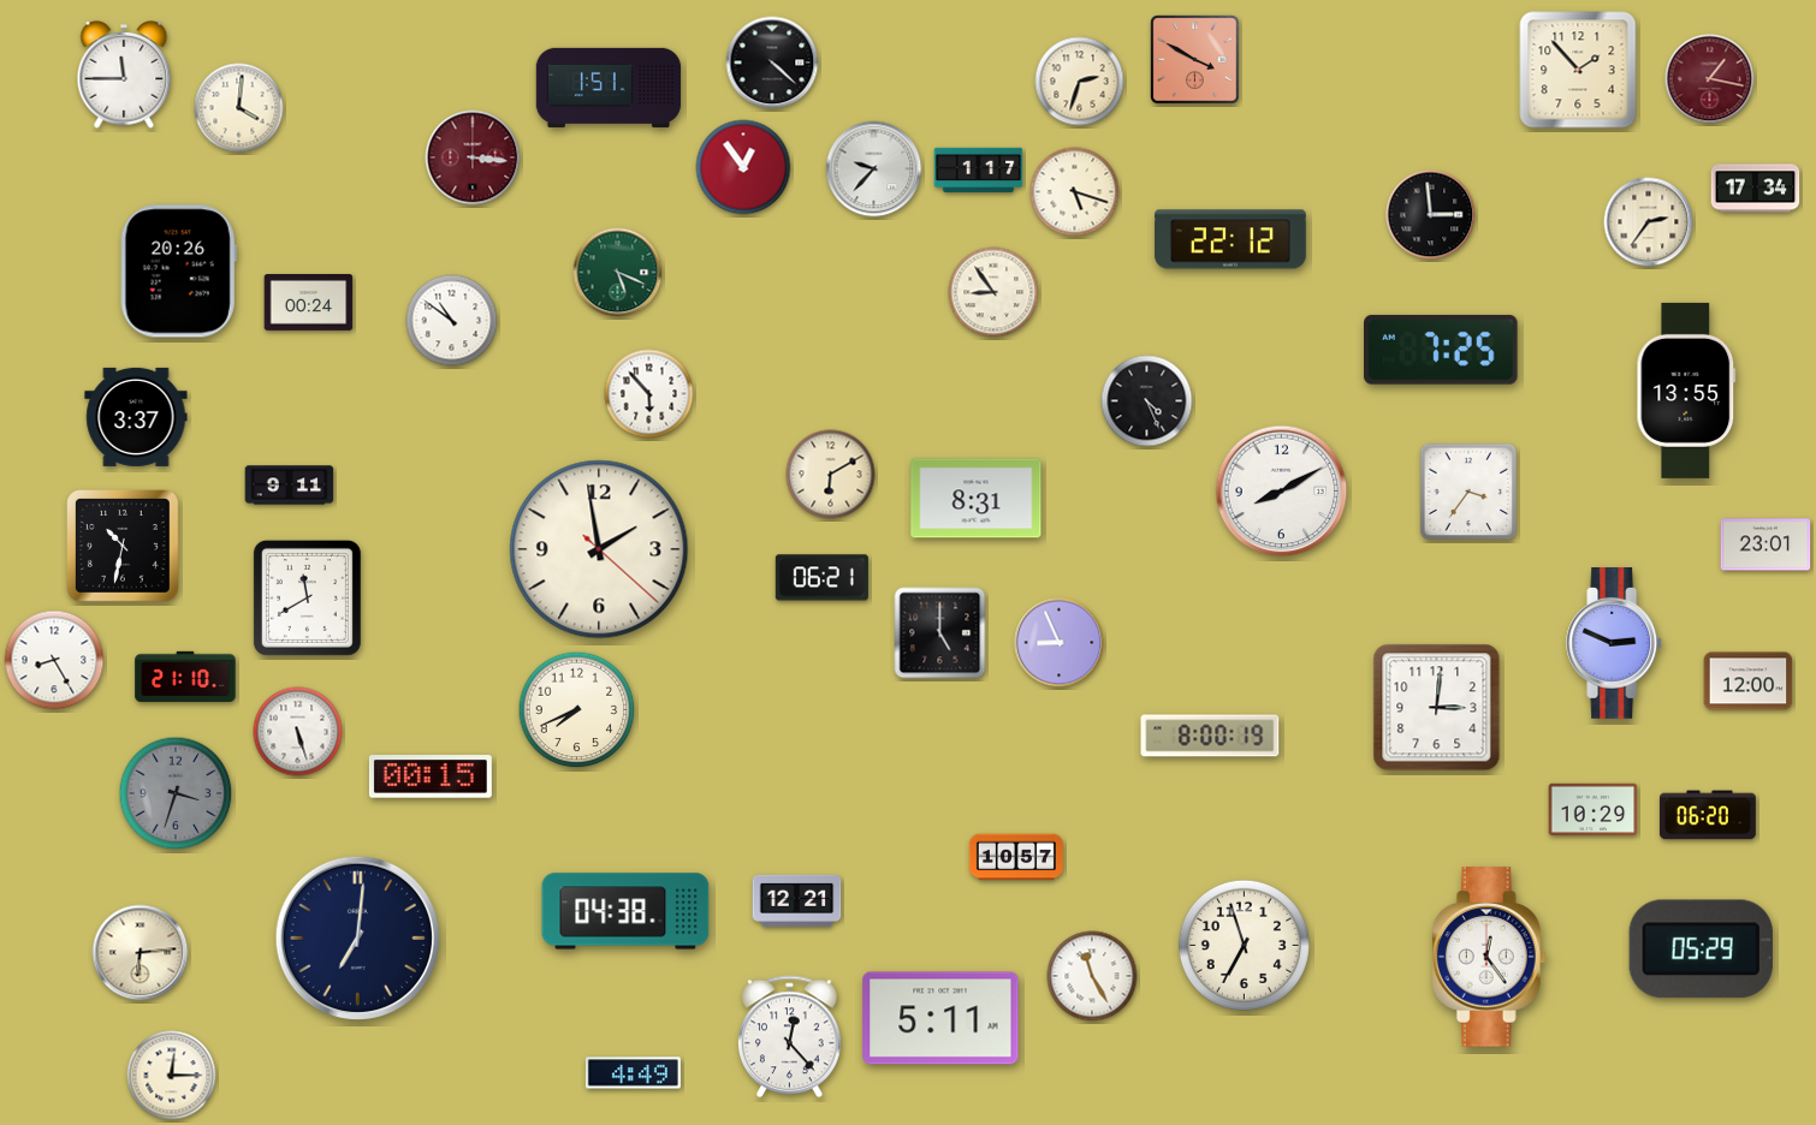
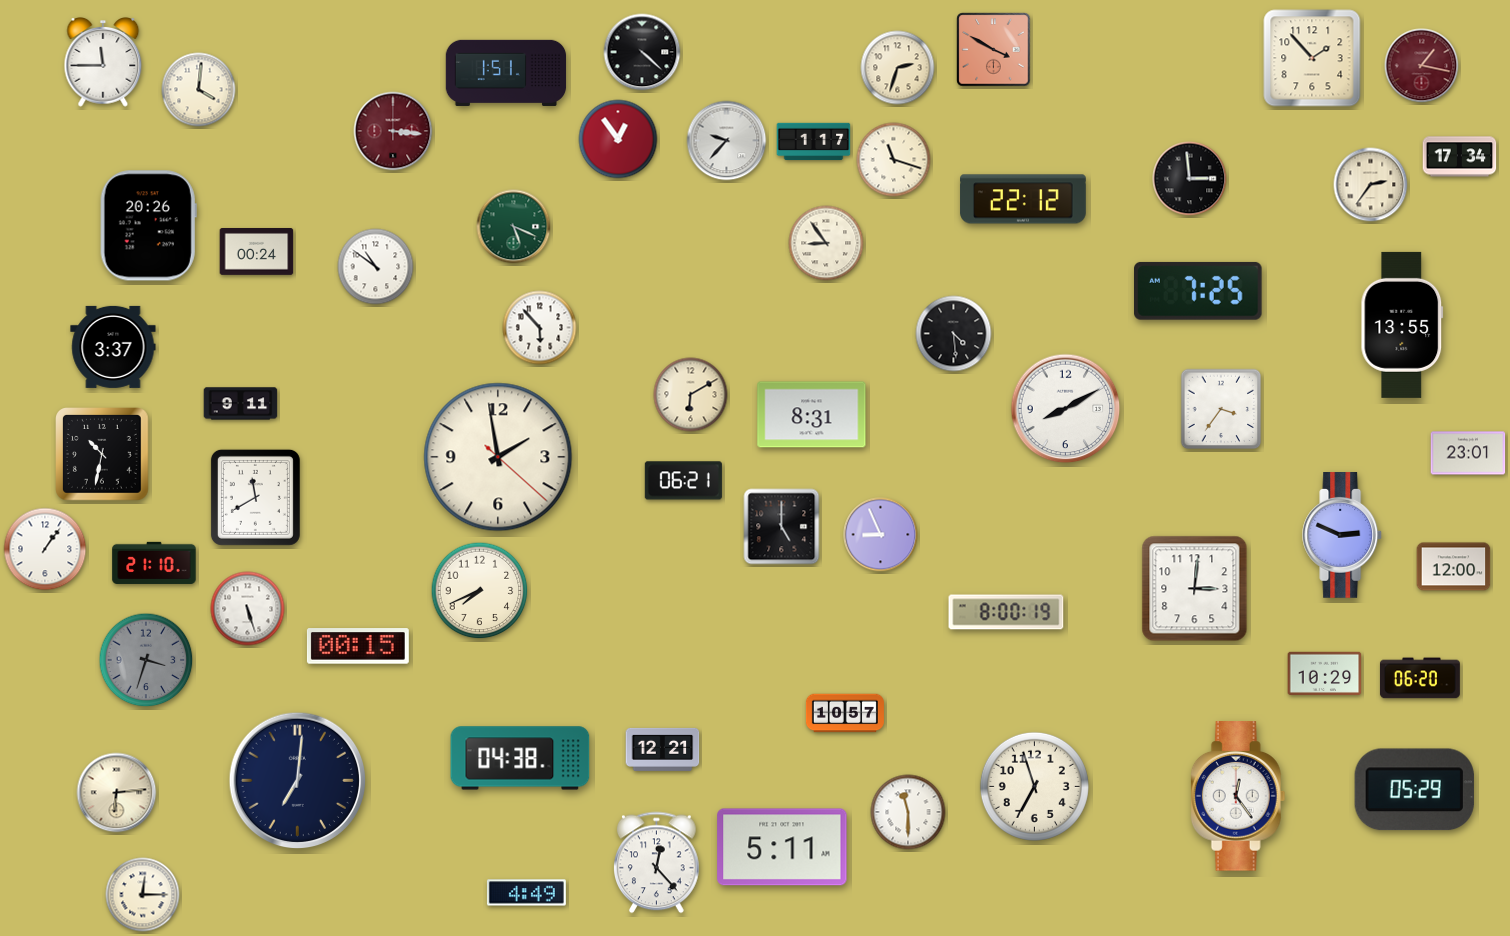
clock at (1075, 192): 5:18 -> 11:18
clock at (1147, 401): 4:26 -> 4:29
clock at (54, 660): 8:25 -> 1:06
clock at (1092, 976): 11:25 -> 11:30
